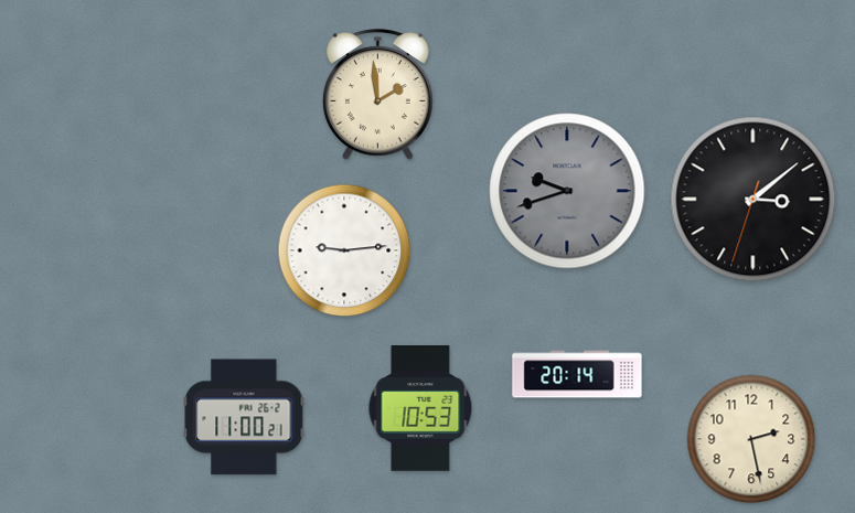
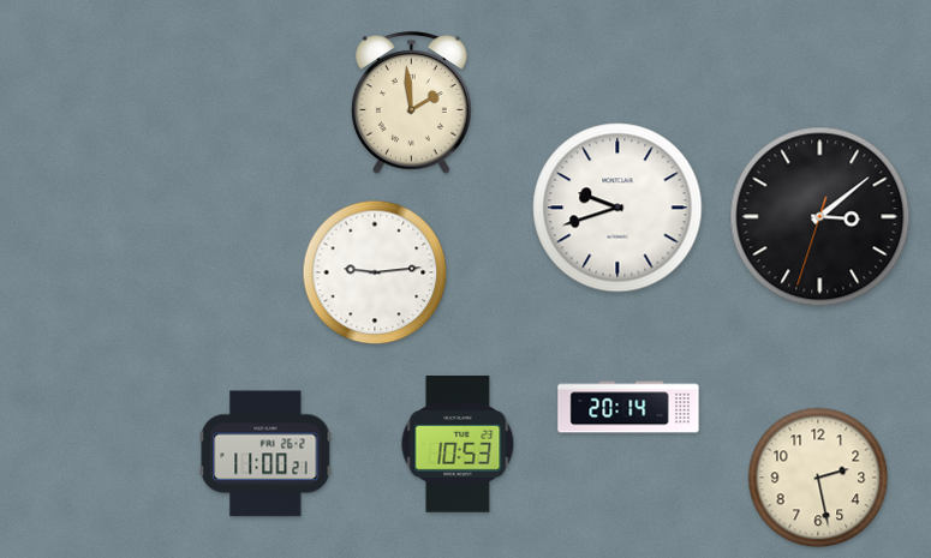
clock at (567, 191) dial: grey -> white
